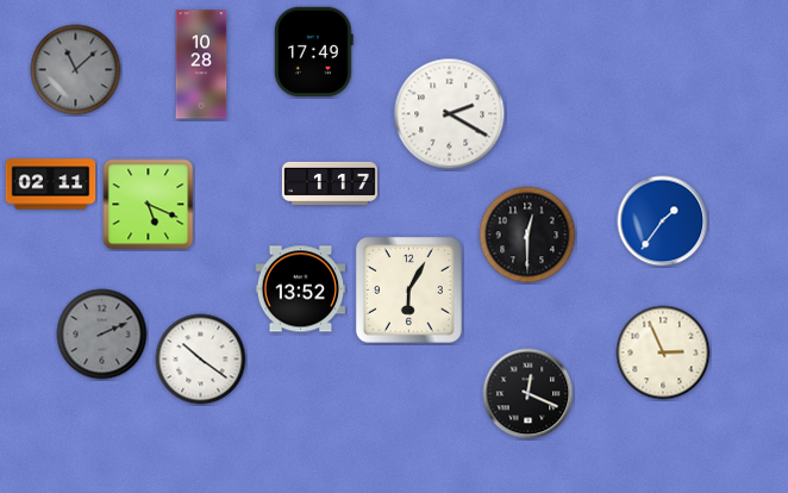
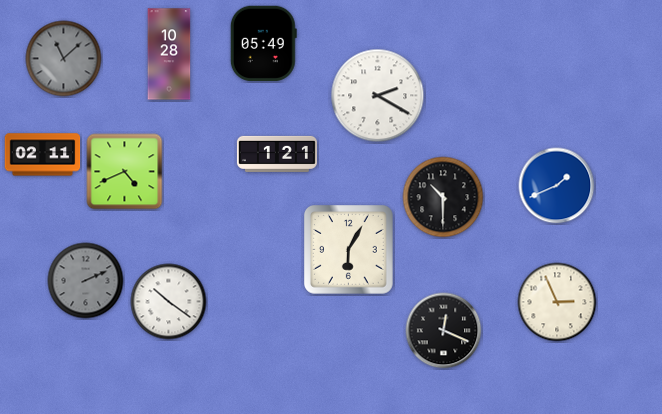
clock at (313, 52): 17:49 -> 05:49
clock at (330, 183): 1:17 -> 1:21
clock at (149, 205): 5:19 -> 4:41
clock at (663, 221): 1:36 -> 1:41
clock at (527, 235): 12:30 -> 10:30
clock at (301, 289): 13:52 -> none
clock at (409, 291) position: (409, 291) -> (349, 250)
clock at (663, 352) position: (663, 352) -> (557, 302)
